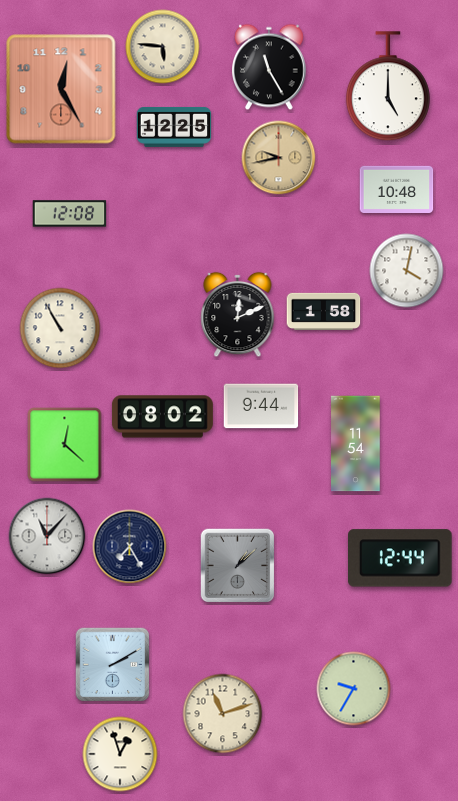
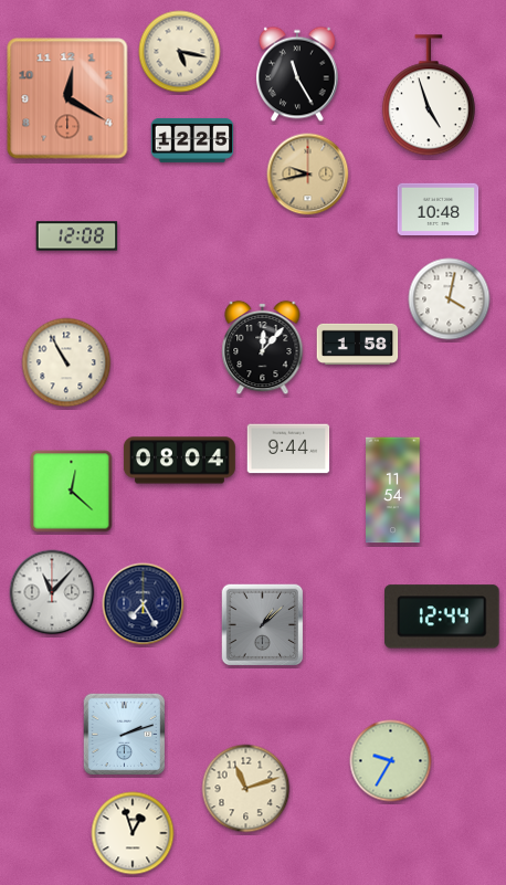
clock at (163, 47): 5:46 -> 5:17
clock at (388, 87): 5:00 -> 4:57
clock at (61, 89): 12:25 -> 12:20
clock at (238, 315): 12:11 -> 12:07
clock at (162, 417): 08:02 -> 08:04
clock at (113, 665): 2:10 -> 2:12
